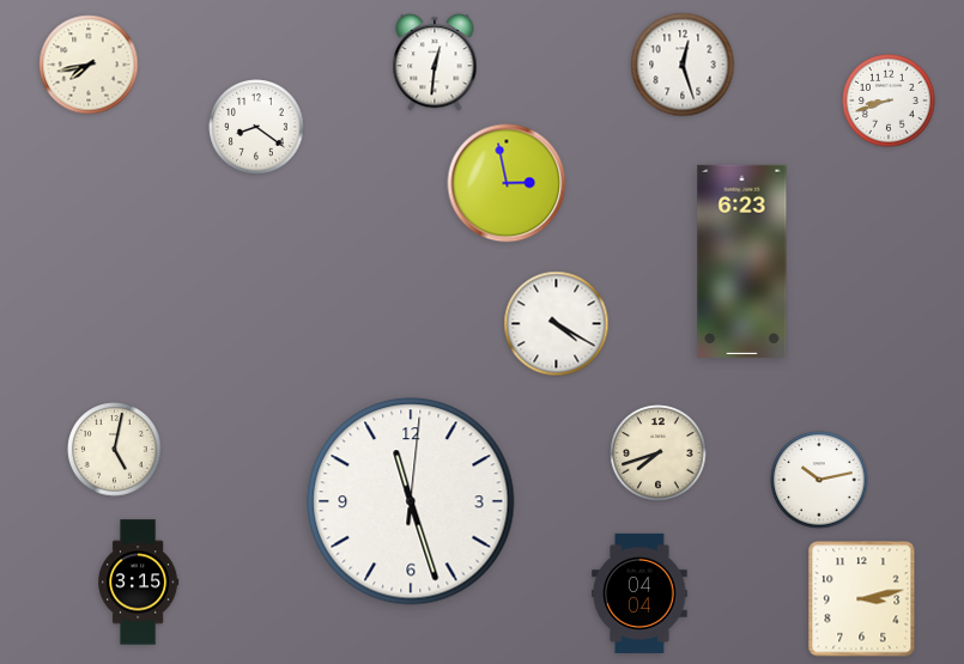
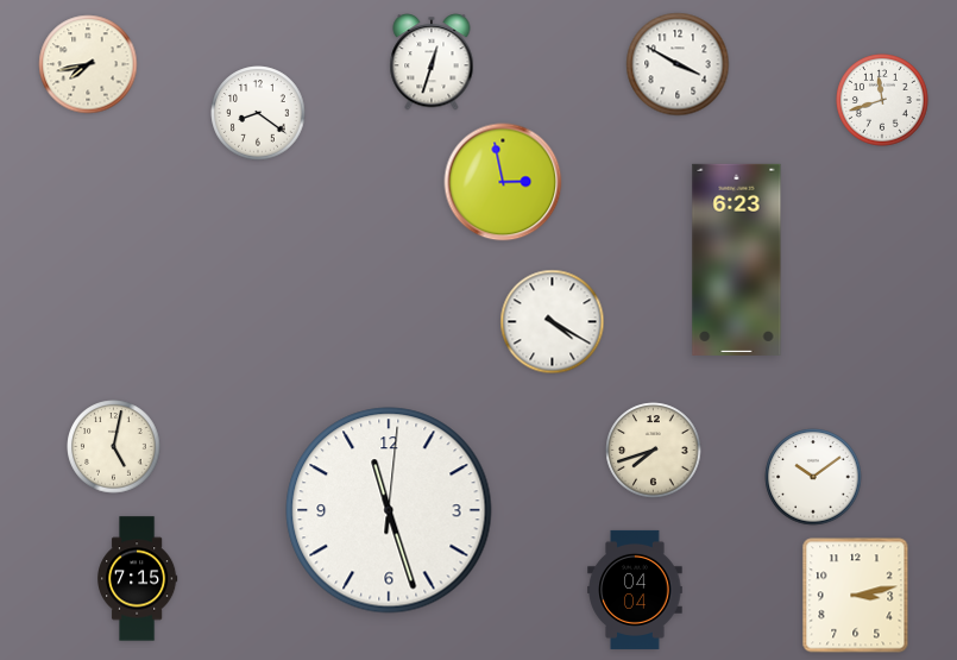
clock at (435, 62): 12:31 -> 12:33
clock at (683, 65): 12:27 -> 3:50
clock at (890, 102): 8:42 -> 11:42
clock at (256, 127) position: (256, 127) -> (258, 113)
clock at (819, 480): 10:13 -> 10:09
clock at (411, 501) position: (411, 501) -> (389, 510)
clock at (139, 583): 3:15 -> 7:15
